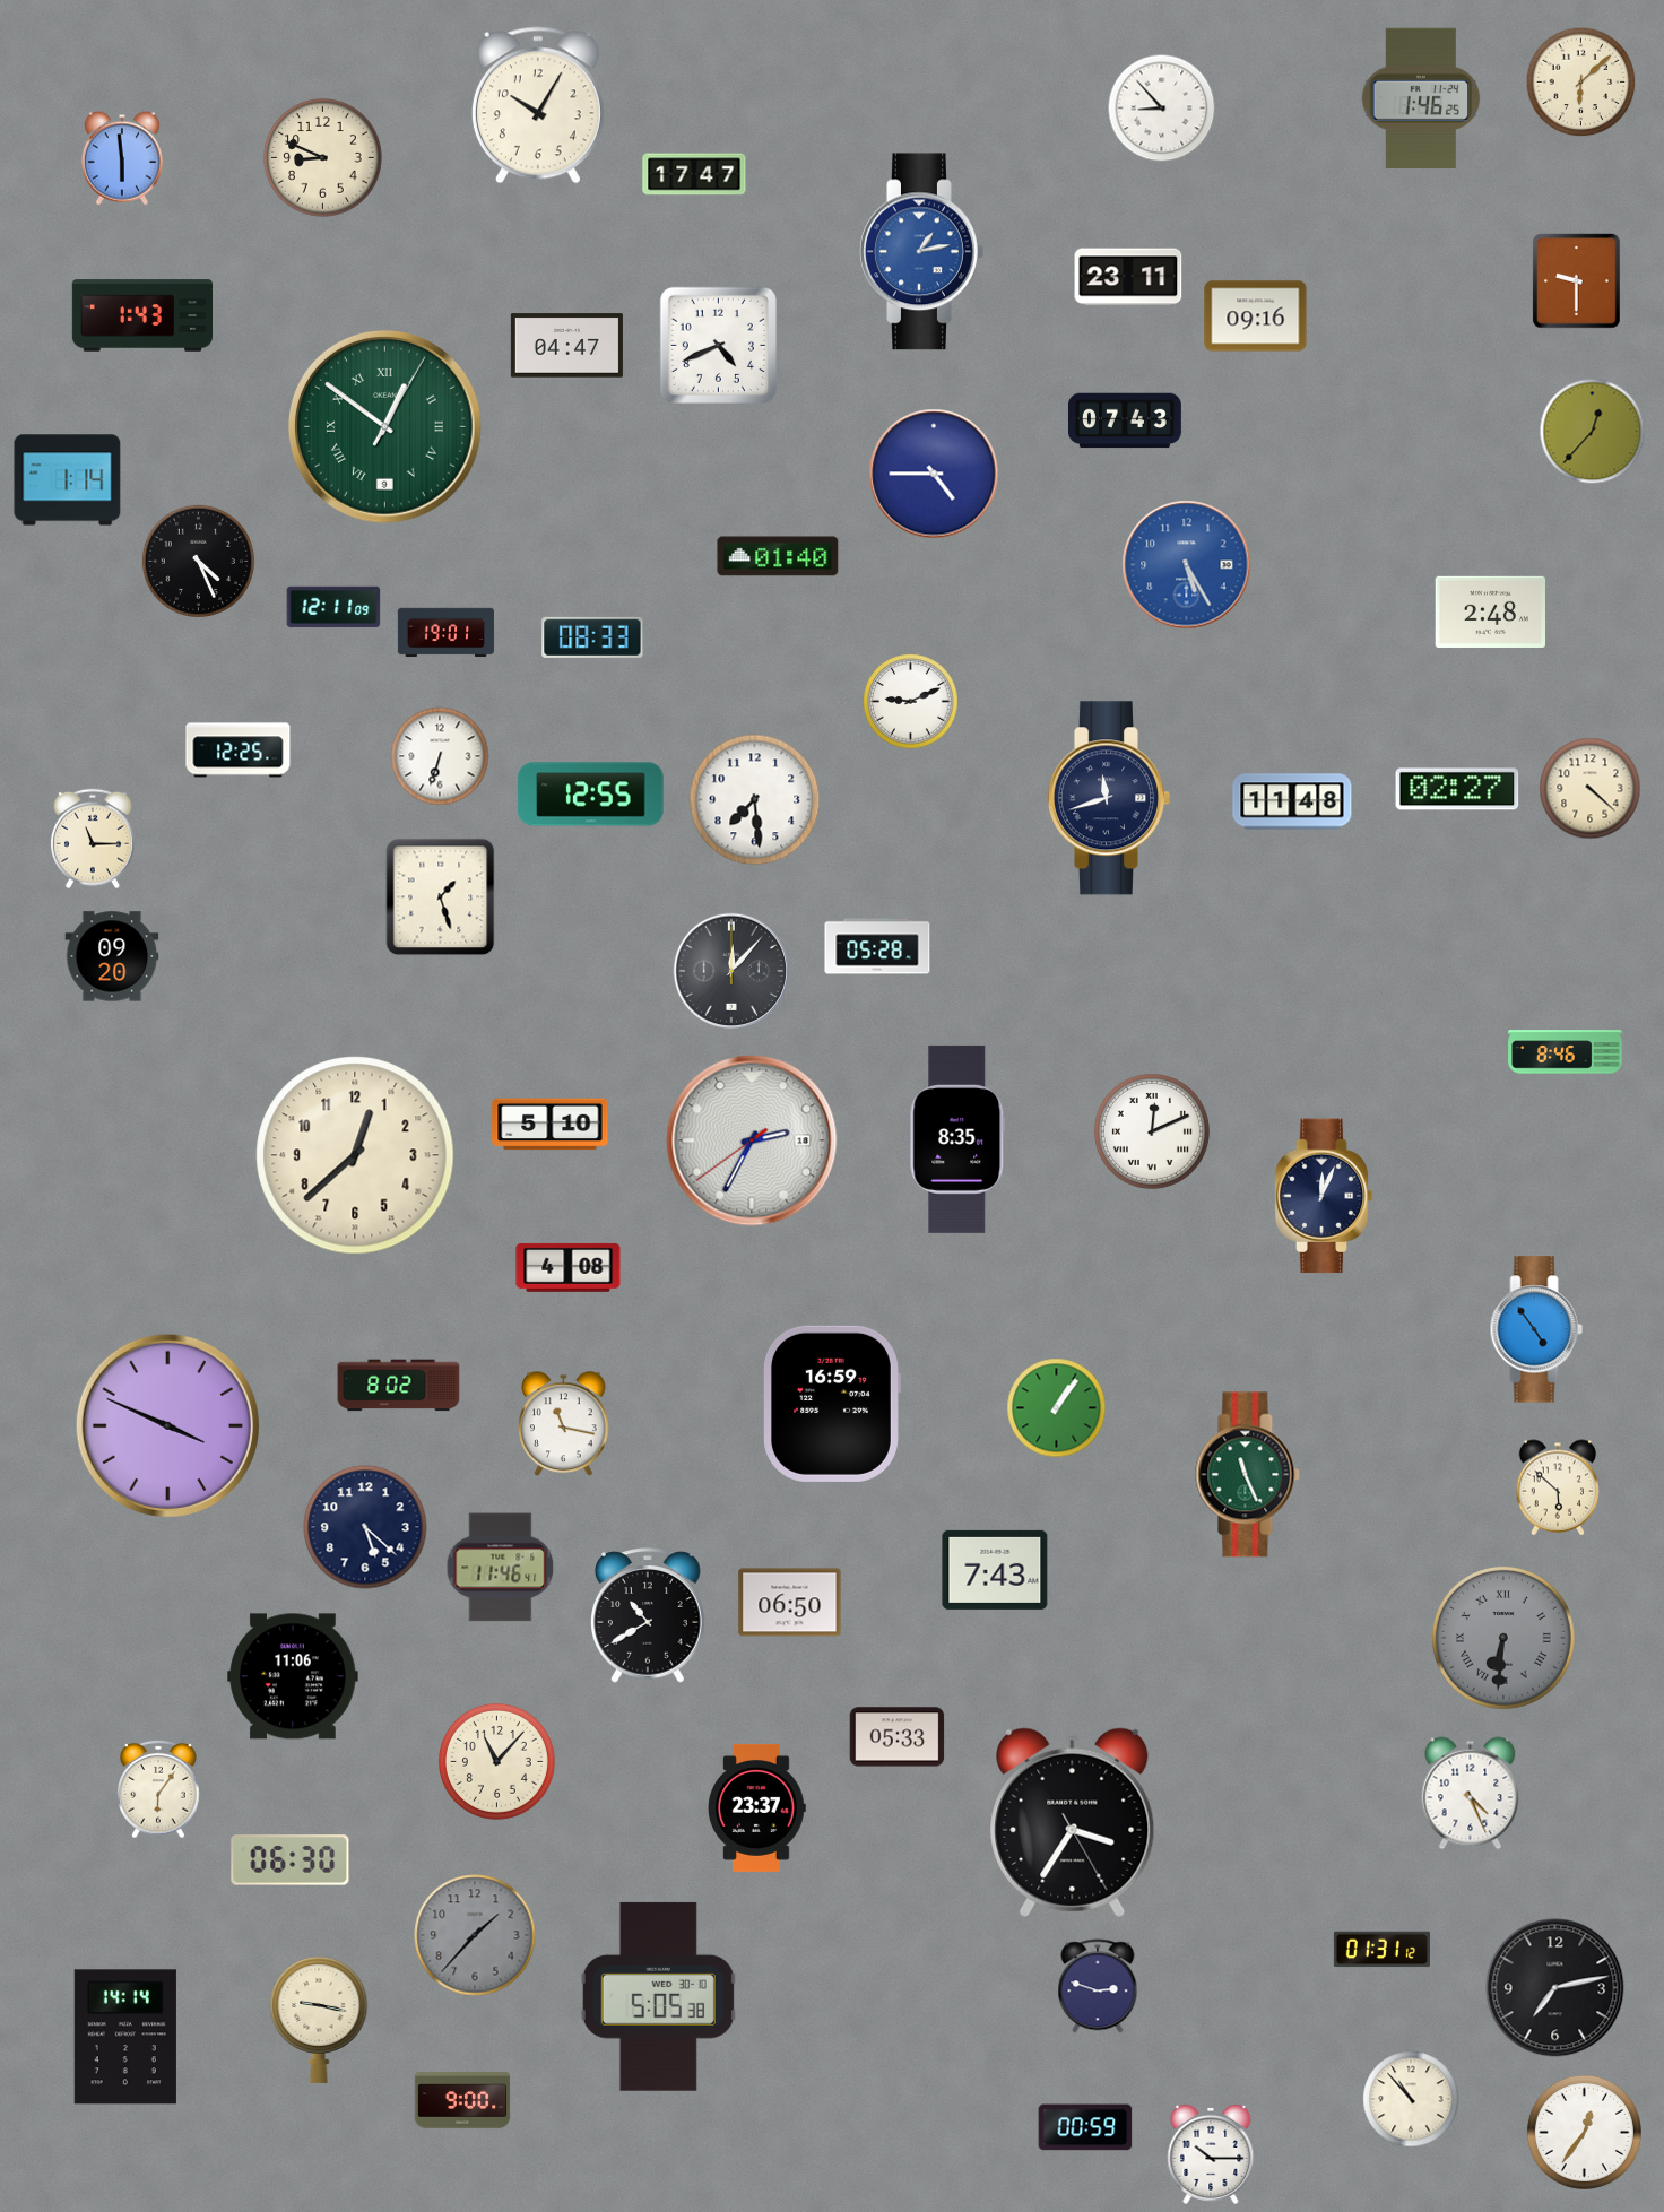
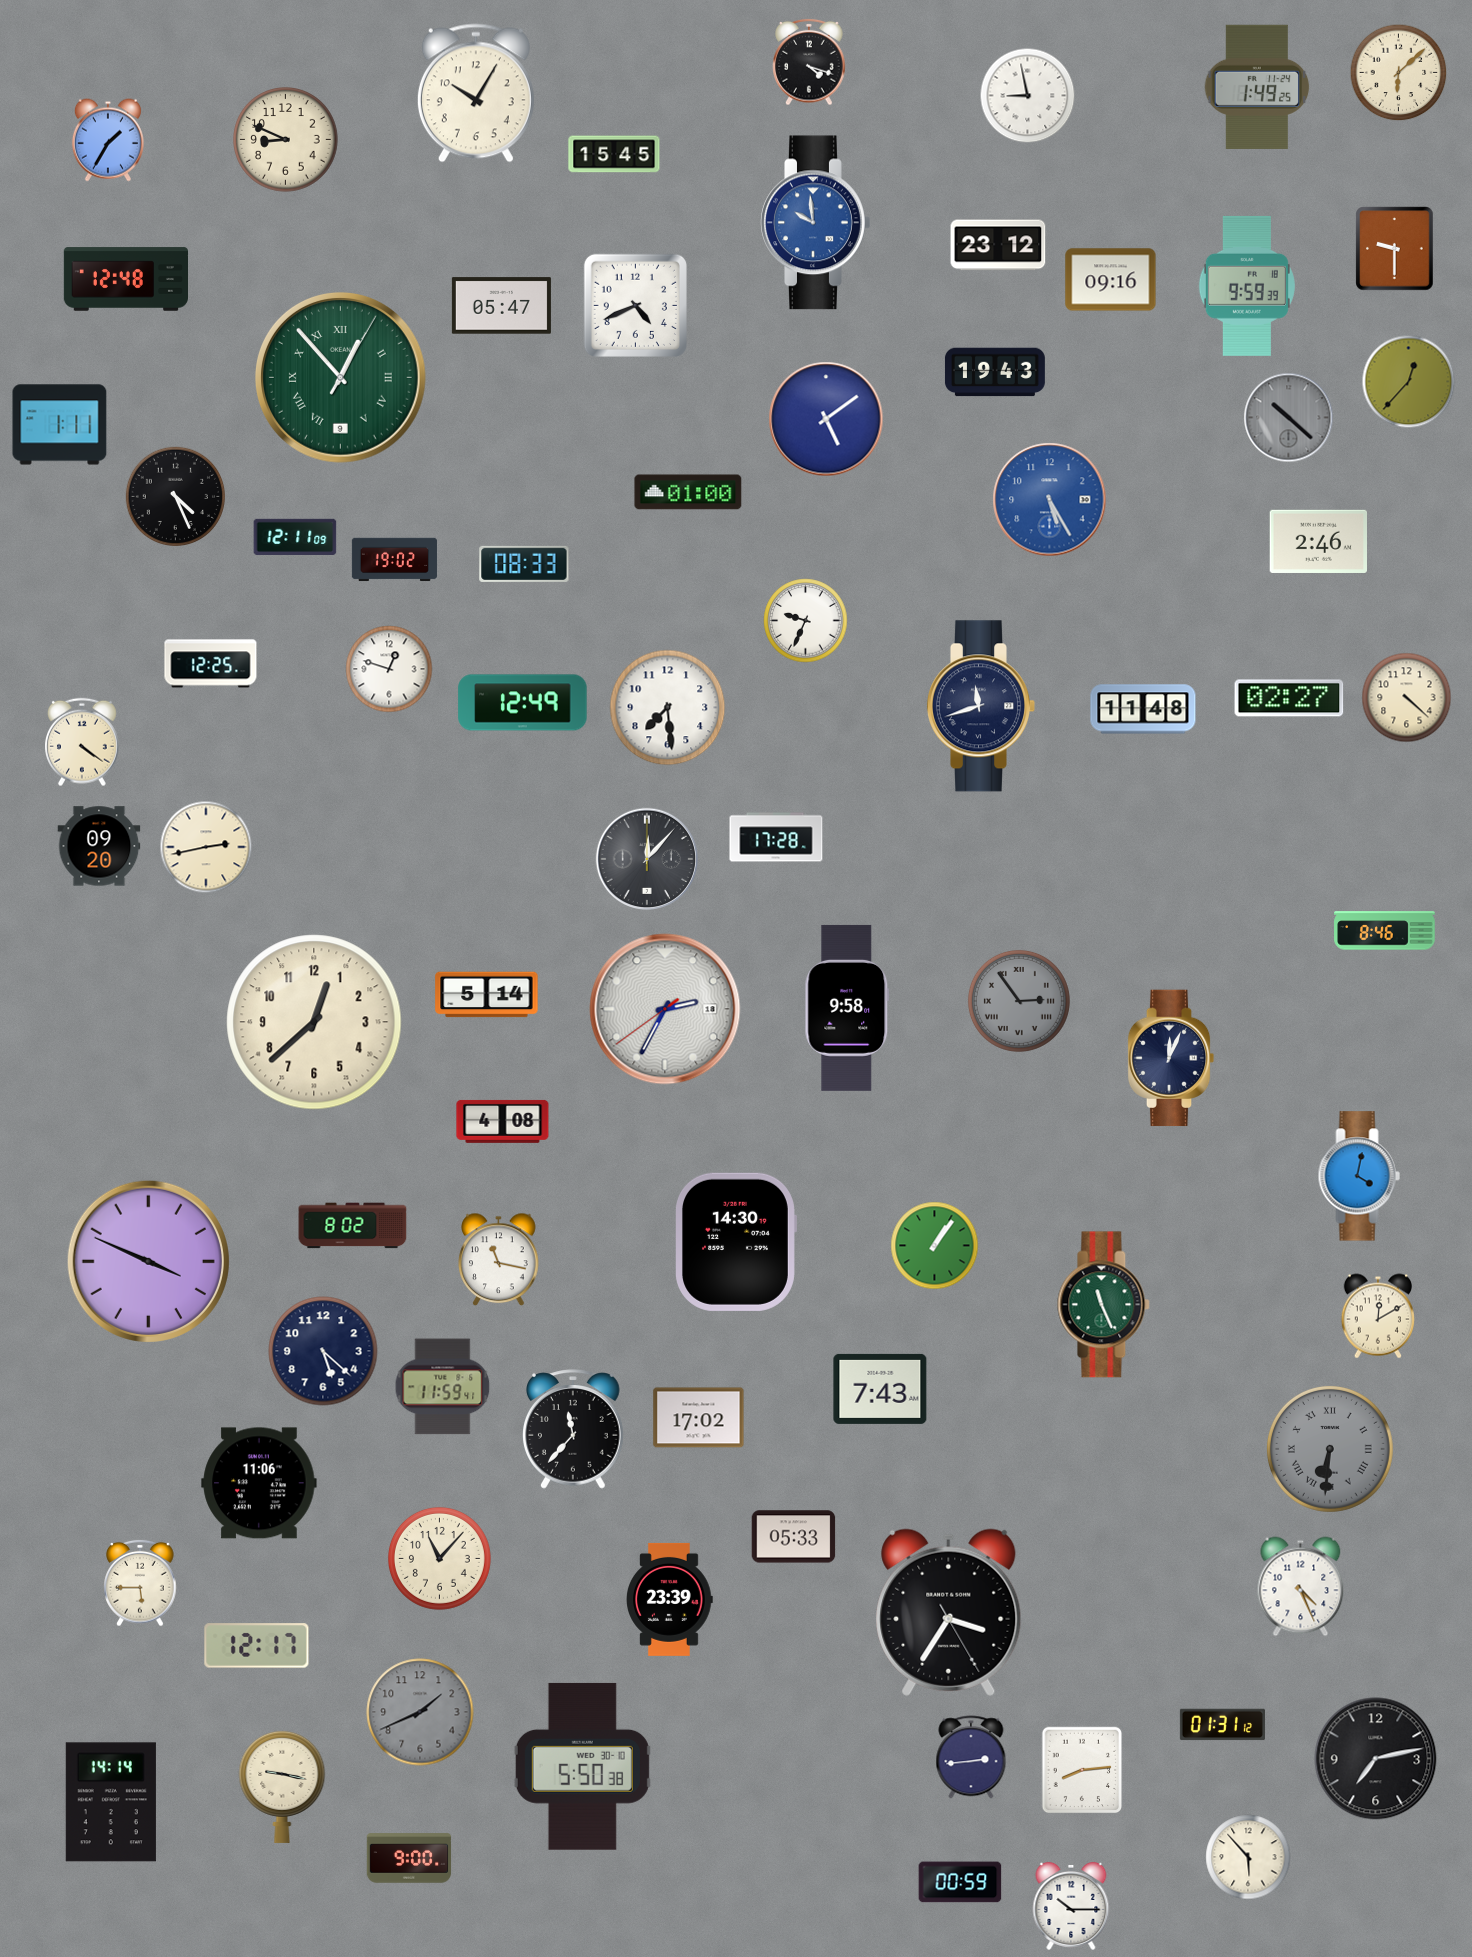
clock at (809, 62): none -> 4:18
clock at (1421, 98): 1:46 -> 1:49
clock at (1162, 109): 8:53 -> 8:58
clock at (122, 158): 5:59 -> 1:35
clock at (694, 174): 17:47 -> 15:45
clock at (922, 252): 1:13 -> 9:59
clock at (1128, 277): 23:11 -> 23:12
clock at (141, 315): 1:43 -> 12:48
clock at (1247, 286): none -> 9:59
clock at (566, 346): 04:47 -> 05:47
clock at (1125, 420): 07:43 -> 19:43
clock at (385, 426): 12:51 -> 12:53
clock at (1289, 418): none -> 10:22
clock at (934, 474): 4:45 -> 5:09
clock at (68, 480): 1:14 -> 1:11
clock at (778, 556): 01:40 -> 01:00
clock at (1490, 611): 2:48 -> 2:46
clock at (445, 633): 19:01 -> 19:02
clock at (911, 702): 9:11 -> 9:34
clock at (440, 756): 6:33 -> 12:48
clock at (591, 795): 12:55 -> 12:49
clock at (94, 839): 11:15 -> 4:21
clock at (441, 897): 1:27 -> none
clock at (877, 946): 05:28 -> 17:28
clock at (206, 847): none -> 2:43
clock at (551, 1125): 5:10 -> 5:14
clock at (1152, 1131): 12:11 -> 2:54
clock at (1152, 1131) dial: white -> grey
clock at (957, 1139): 8:35 -> 9:58
clock at (1536, 1329): 4:54 -> 4:02
clock at (832, 1404): 16:59 -> 14:30
clock at (1557, 1487): 5:52 -> 12:10
clock at (501, 1568): 11:46 -> 11:59
clock at (790, 1603): 06:50 -> 17:02
clock at (649, 1615): 10:40 -> 11:37
clock at (158, 1789): 6:06 -> 5:45
clock at (757, 1807): 23:37 -> 23:39
clock at (291, 1860): 06:30 -> 12:17
clock at (475, 1935): 1:37 -> 1:41
clock at (1098, 1986): 2:48 -> 2:44
clock at (658, 1996): 5:05 -> 5:50
clock at (1082, 1770): none -> 8:14
clock at (1411, 2099): 10:53 -> 5:53
clock at (1584, 2132): 12:36 -> none
